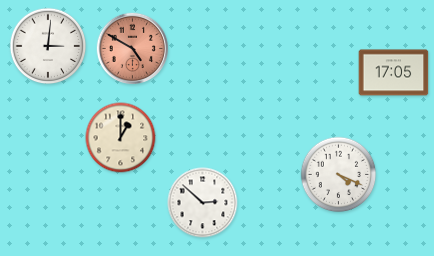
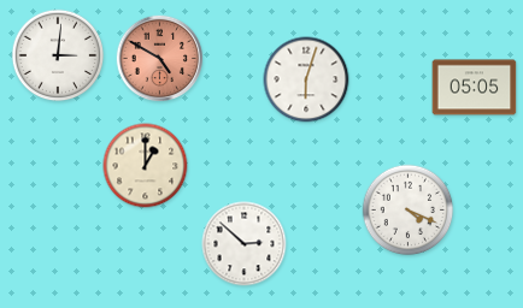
clock at (306, 79): none -> 6:03
clock at (394, 73): 17:05 -> 05:05
